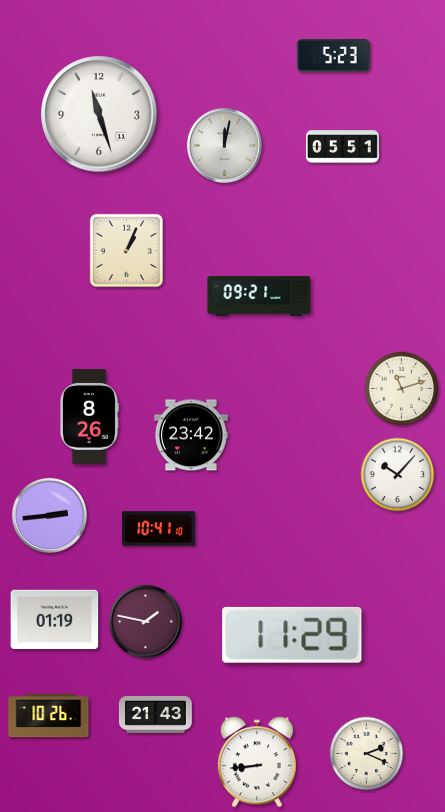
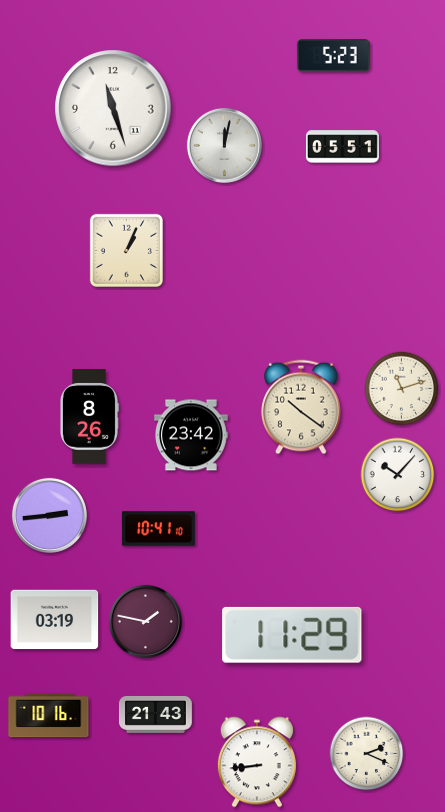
clock at (99, 114) position: (99, 114) -> (113, 108)
clock at (259, 296): 09:21 -> none
clock at (301, 407): none -> 10:21
clock at (55, 620): 01:19 -> 03:19
clock at (49, 716): 10:26 -> 10:16
